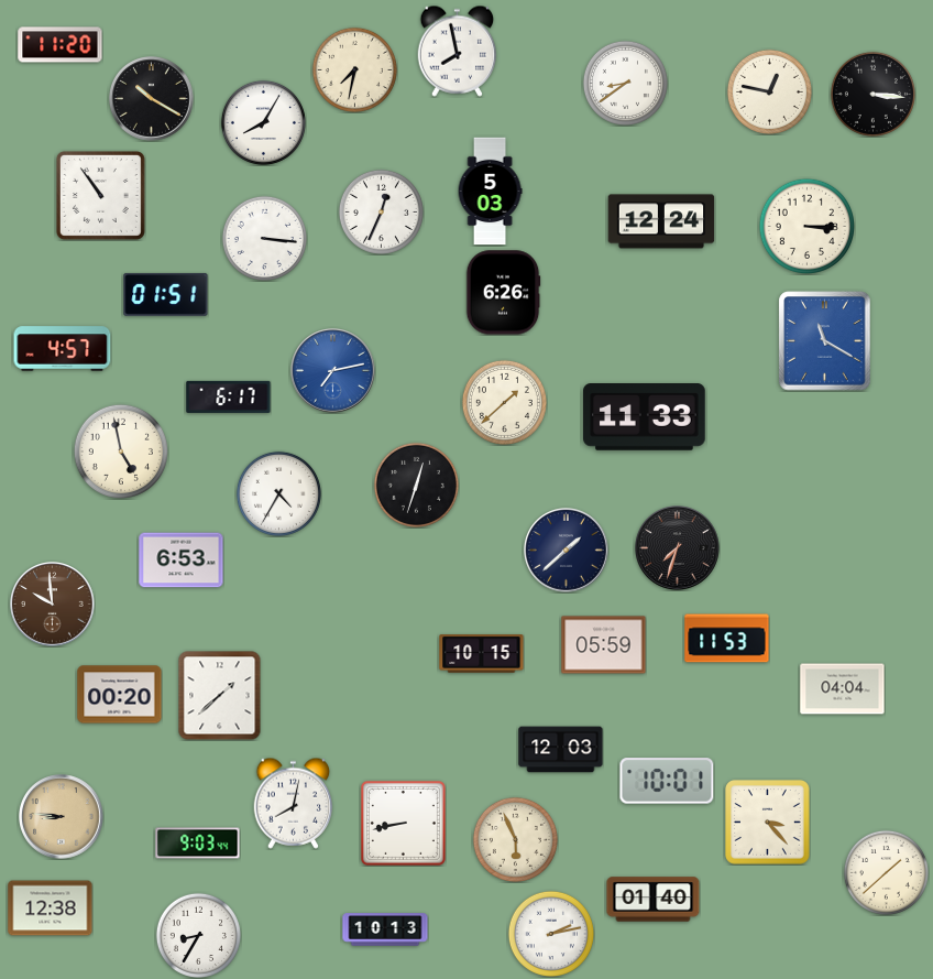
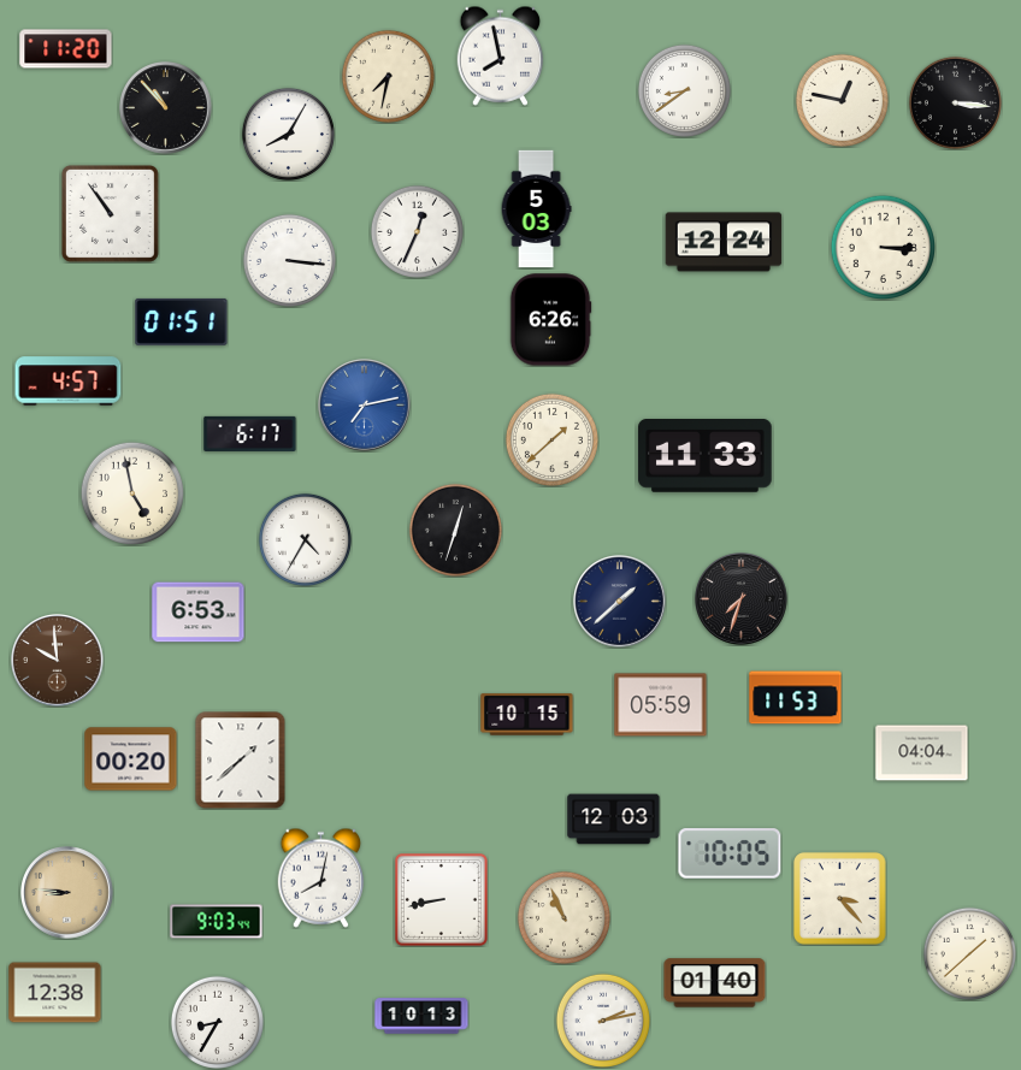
clock at (152, 99): 10:20 -> 10:53
clock at (825, 341): 11:20 -> none
clock at (667, 781): 10:01 -> 10:05
clock at (515, 839): 5:56 -> 10:56
